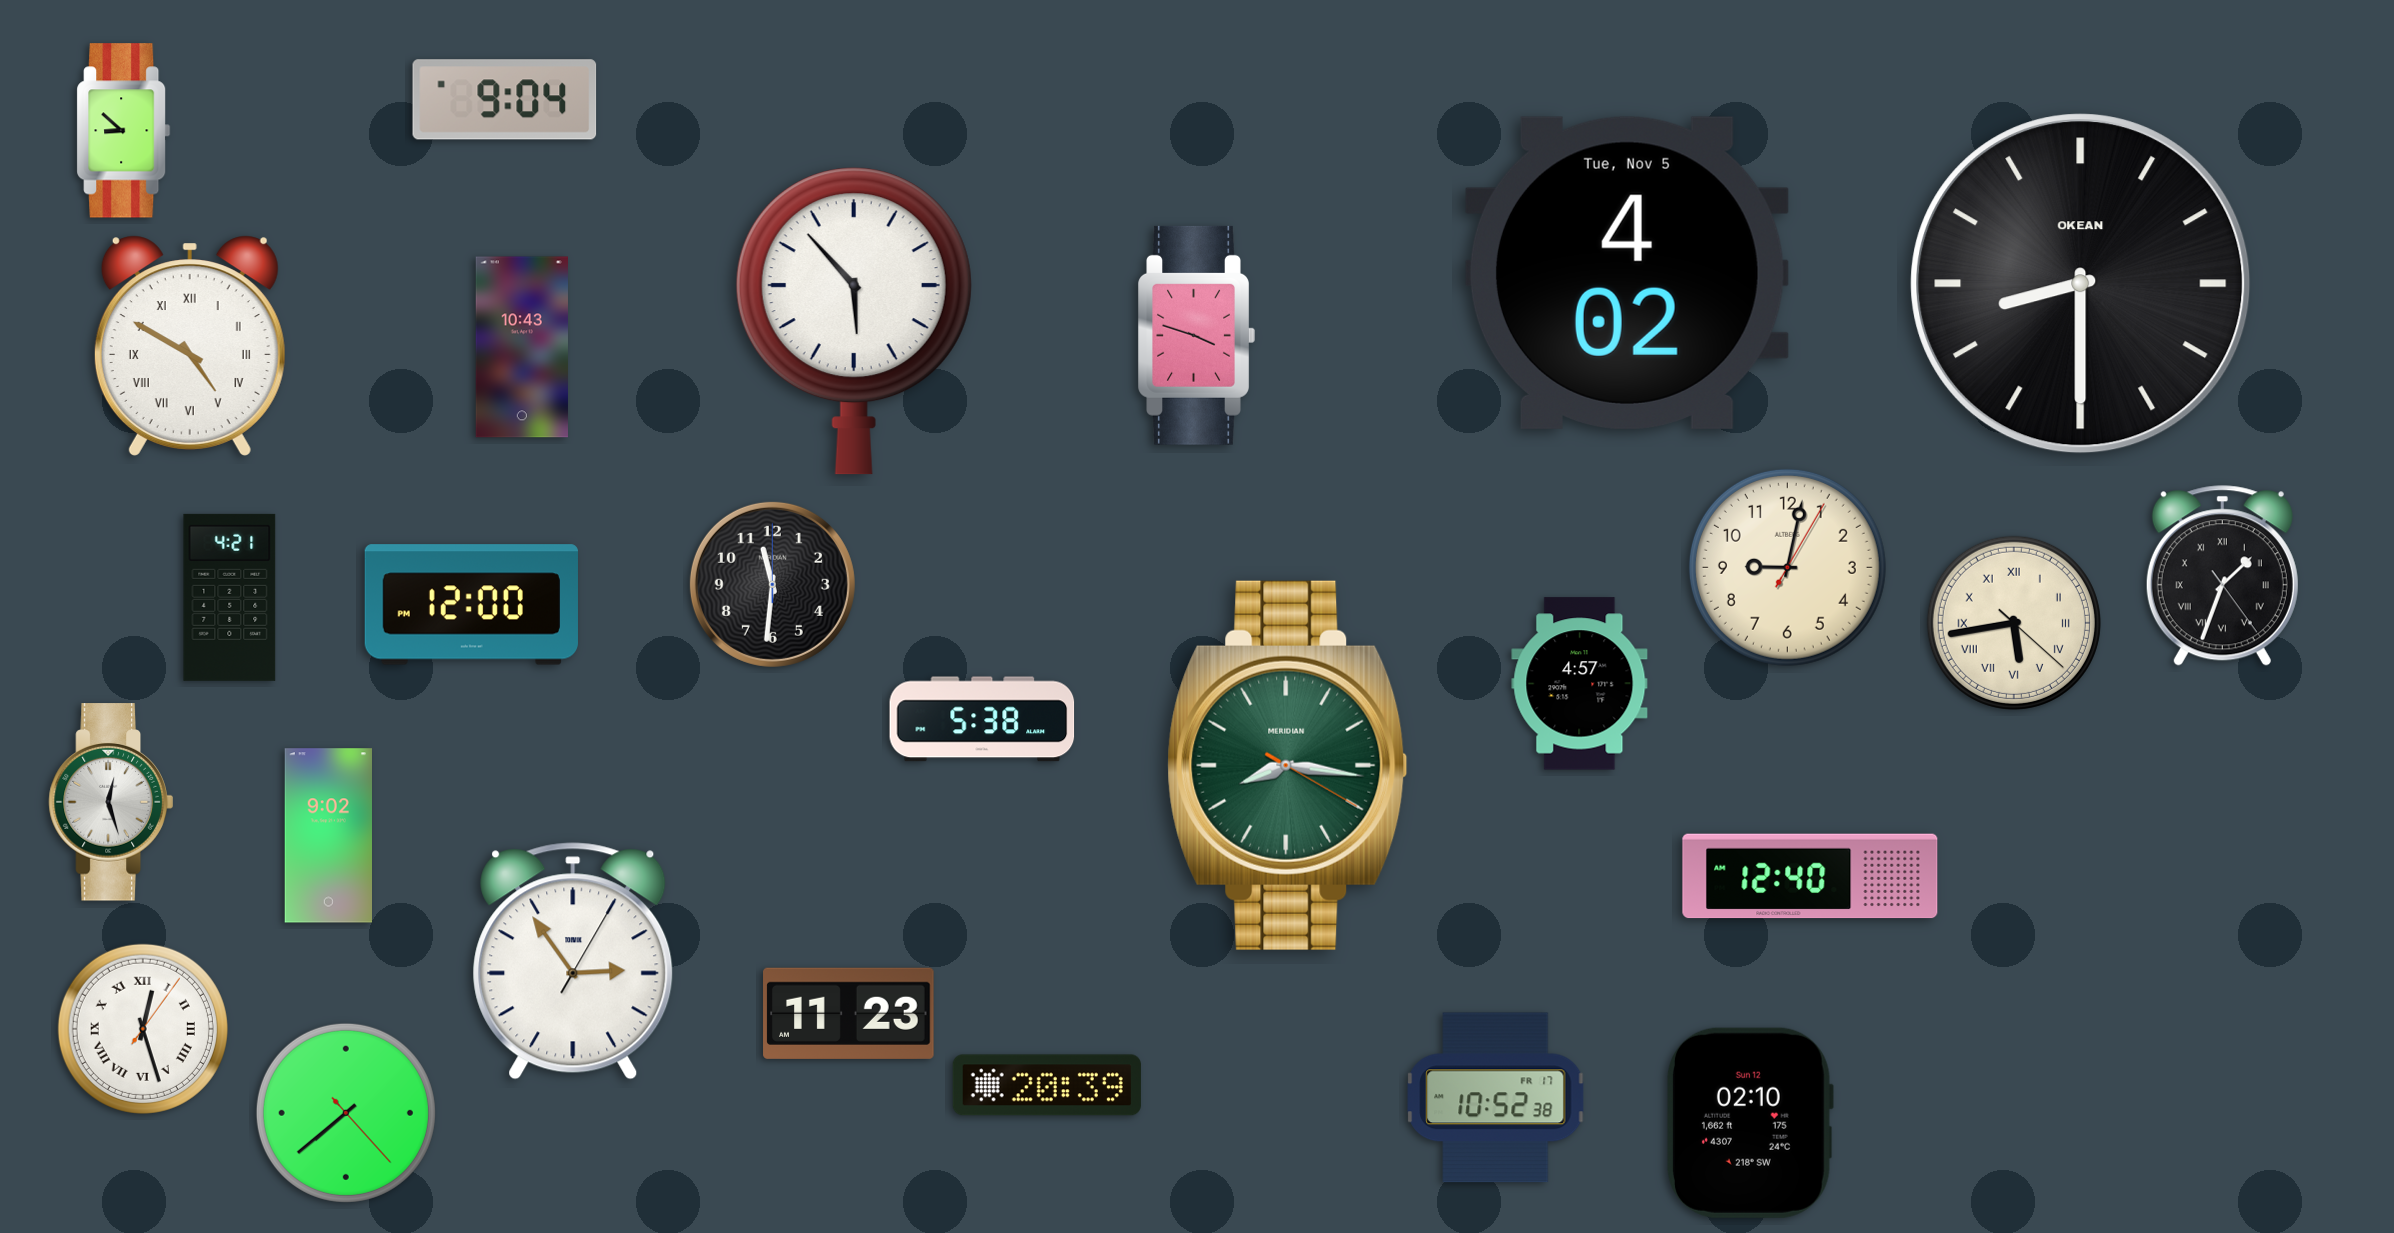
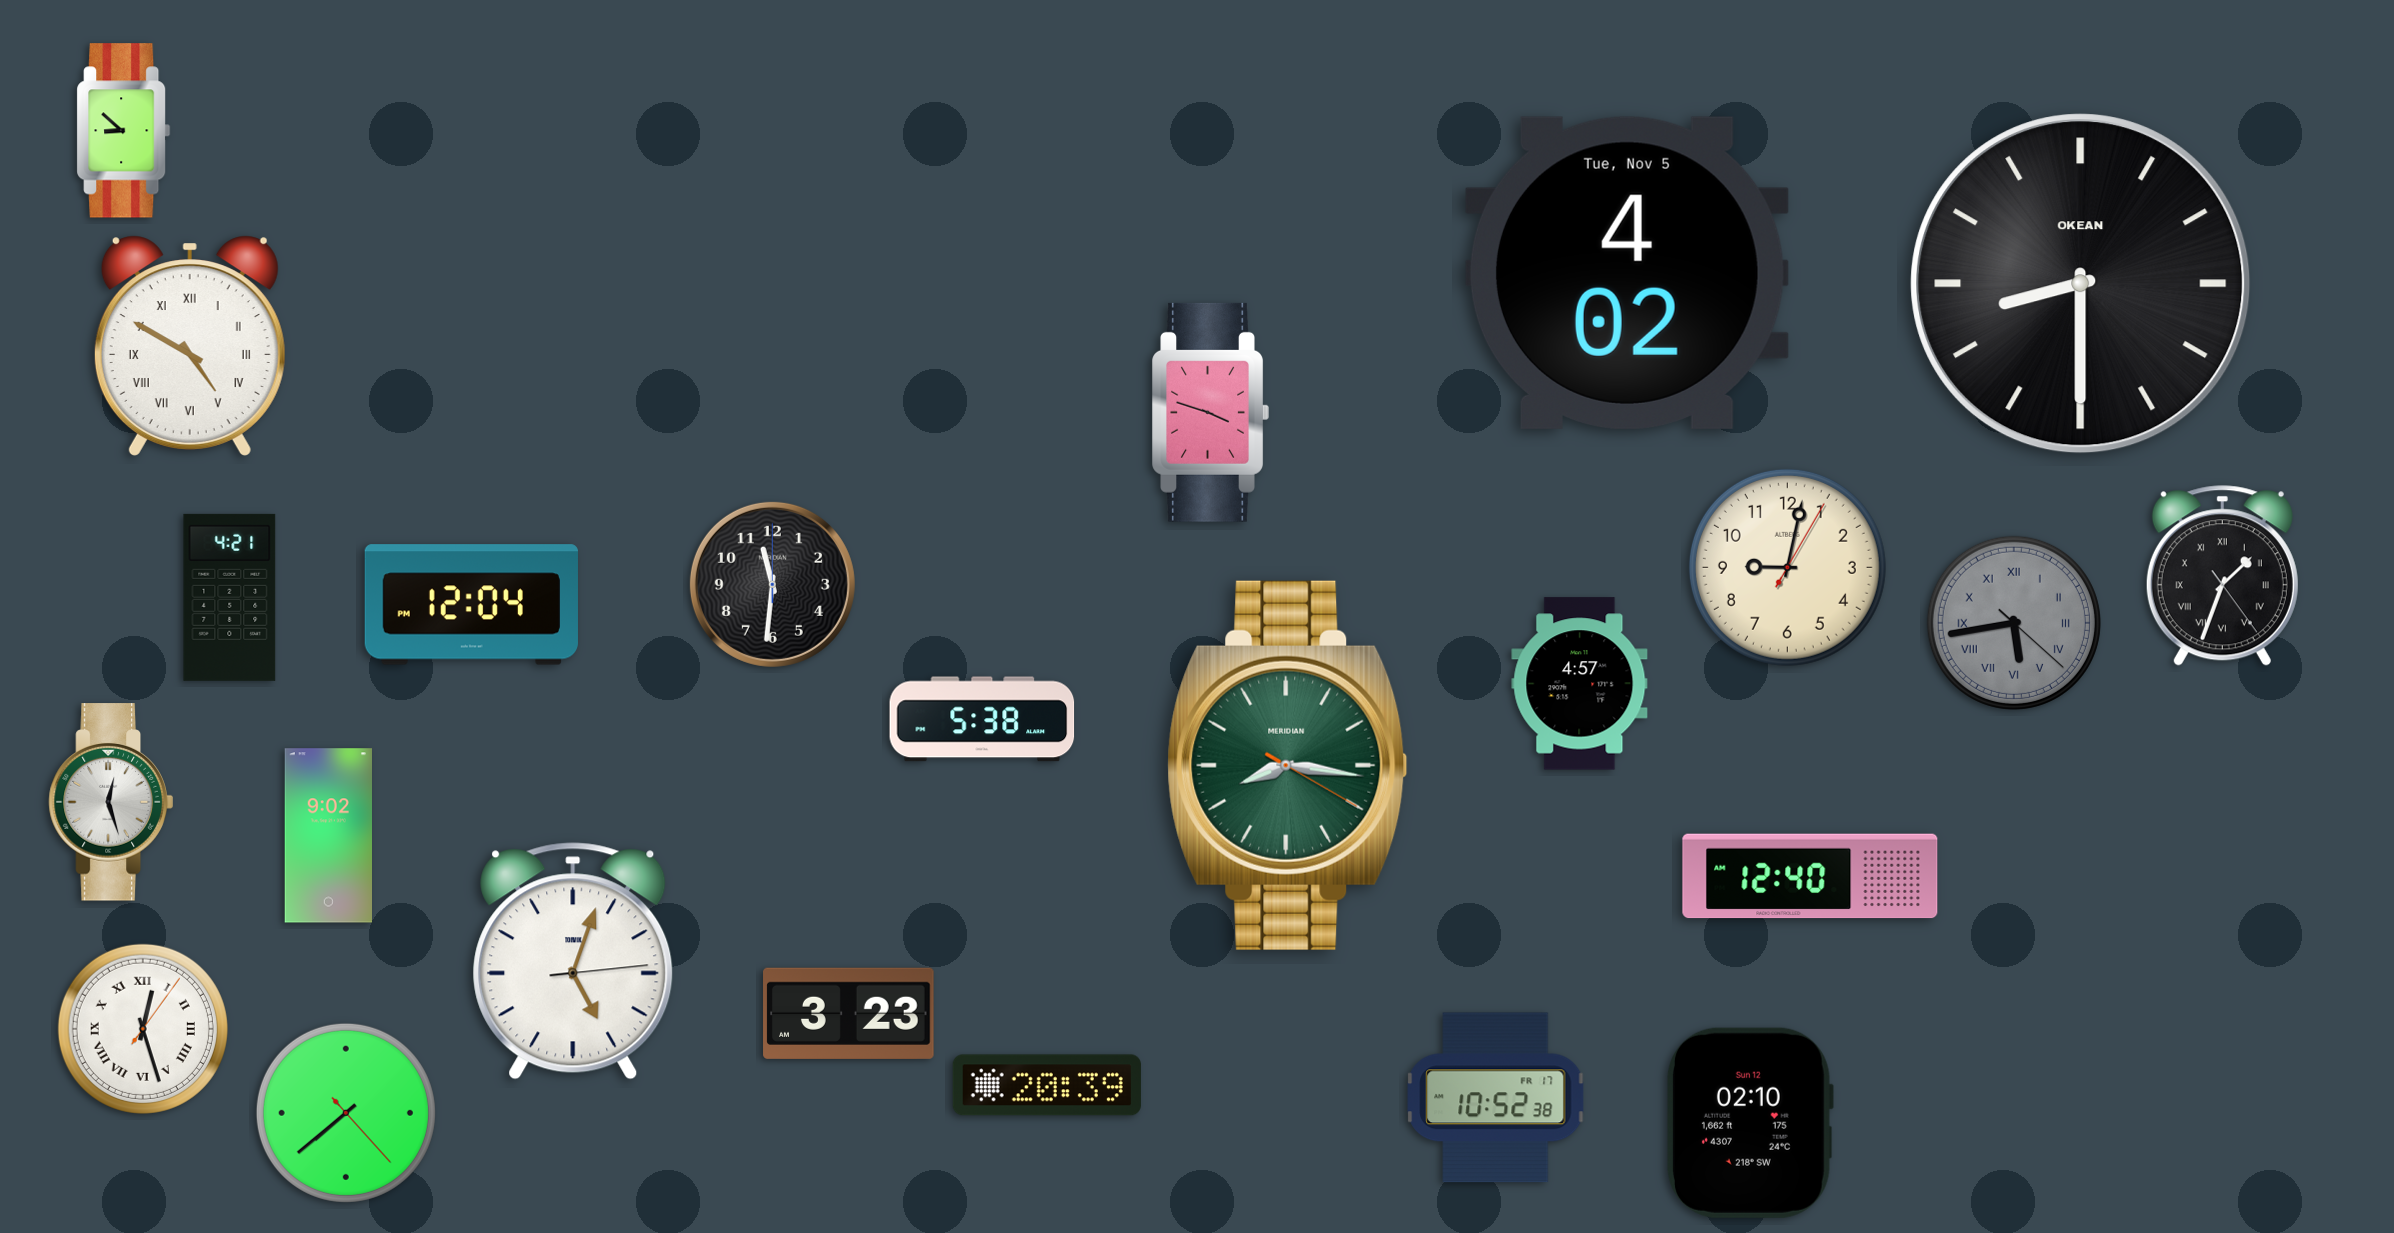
clock at (505, 100): 9:04 -> none
clock at (854, 321): 5:53 -> none
clock at (1196, 335) position: (1196, 335) -> (1210, 412)
clock at (522, 347): 10:43 -> none
clock at (471, 605): 12:00 -> 12:04
clock at (2014, 623) dial: cream -> grey
clock at (573, 961): 2:54 -> 5:03
clock at (849, 1013): 11:23 -> 3:23
